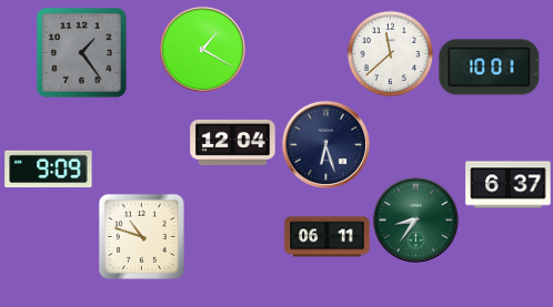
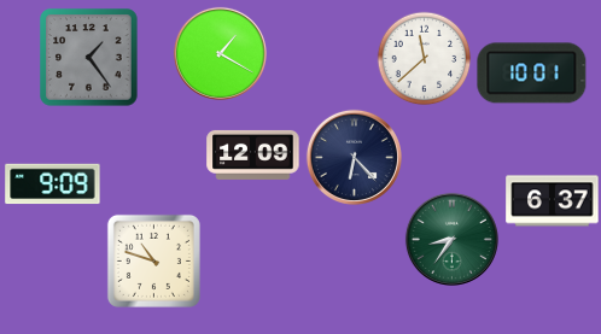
clock at (233, 142): 12:04 -> 12:09
clock at (325, 144): 6:27 -> 6:23
clock at (141, 236) position: (141, 236) -> (153, 260)
clock at (328, 237): 06:11 -> none
